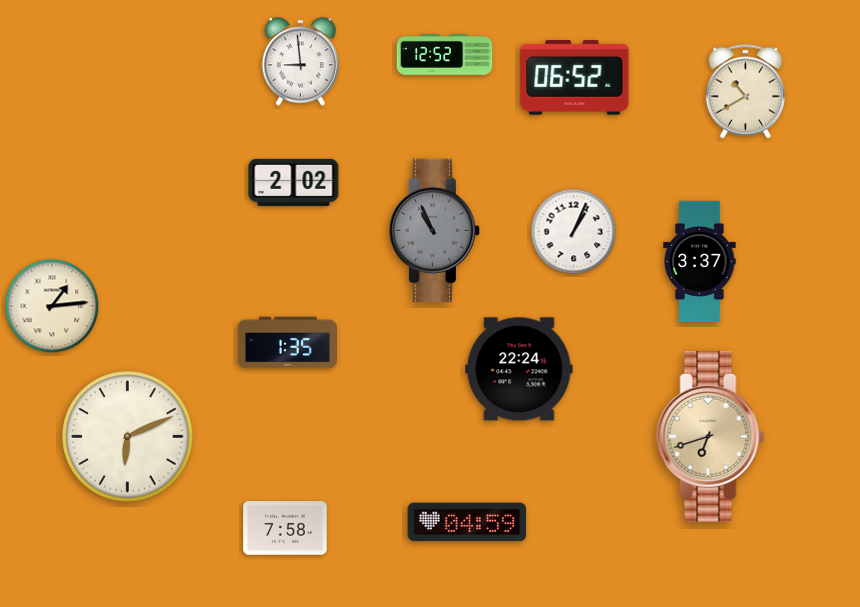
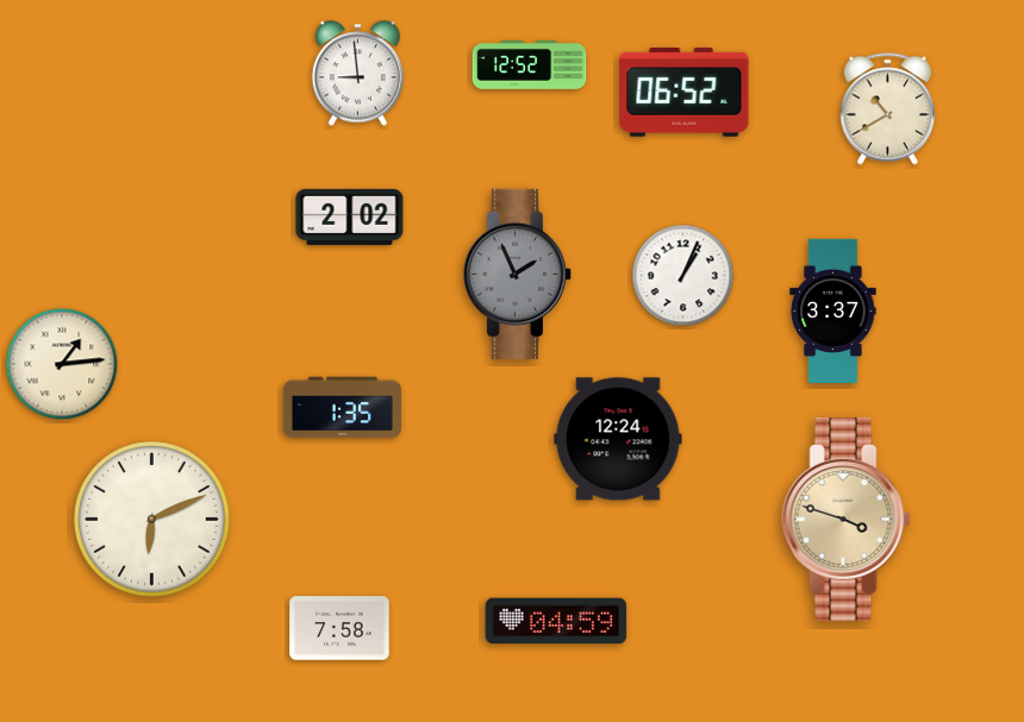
clock at (434, 230): 10:56 -> 1:56
clock at (519, 369): 22:24 -> 12:24
clock at (711, 436): 6:42 -> 3:48
